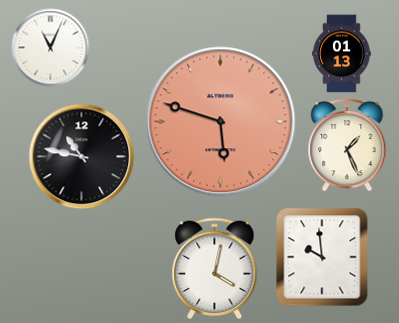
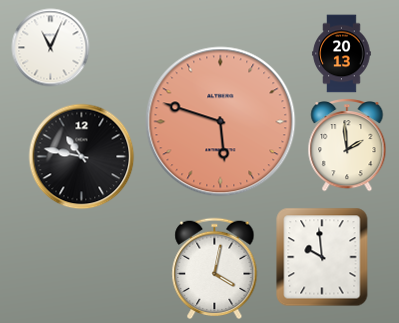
clock at (342, 53): 01:13 -> 20:13
clock at (347, 145): 1:26 -> 1:59
